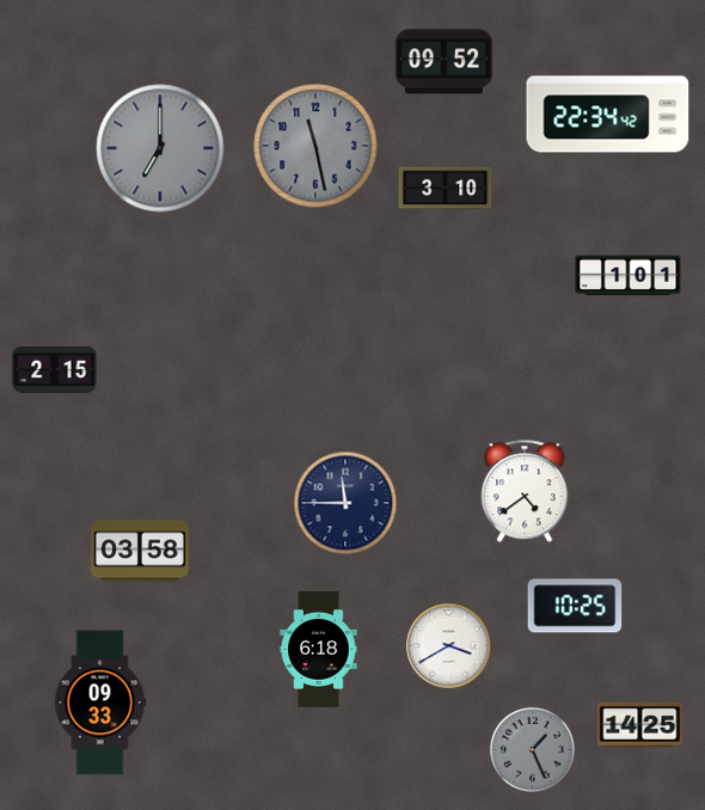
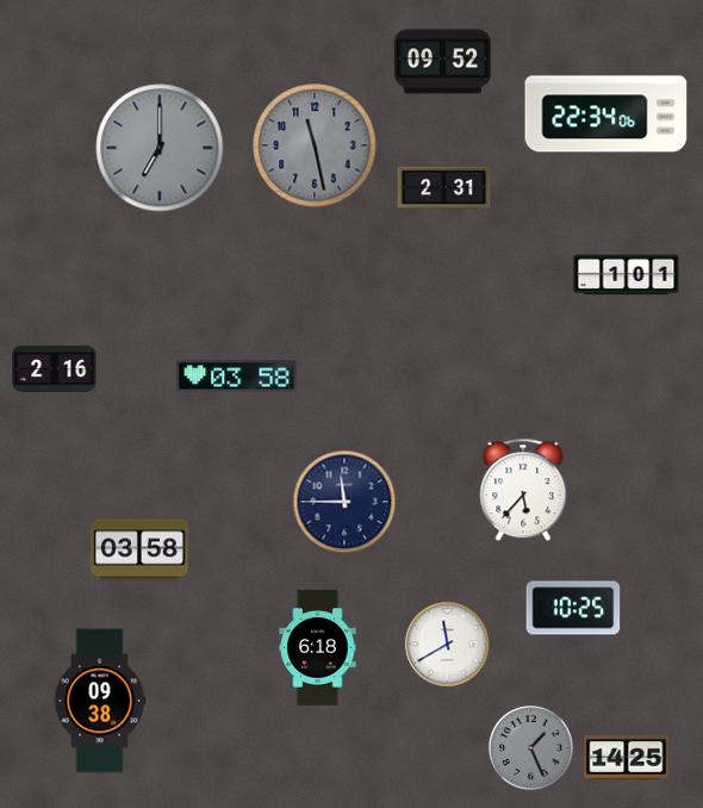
clock at (608, 115): 22:34:42 -> 22:34:06
clock at (446, 189): 3:10 -> 2:31
clock at (55, 369): 2:15 -> 2:16
clock at (237, 377): none -> 03:58
clock at (525, 491): 4:39 -> 5:37
clock at (575, 606) position: (575, 606) -> (573, 608)
clock at (449, 646): 3:40 -> 11:40
clock at (100, 702): 09:33 -> 09:38
clock at (640, 724) position: (640, 724) -> (627, 757)
